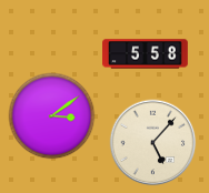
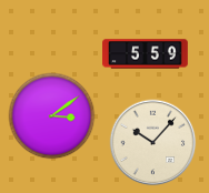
clock at (146, 54): 5:58 -> 5:59
clock at (152, 142): 5:07 -> 10:07
